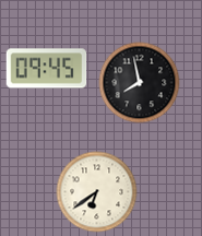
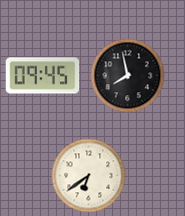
clock at (47, 69) position: (47, 69) -> (43, 76)
